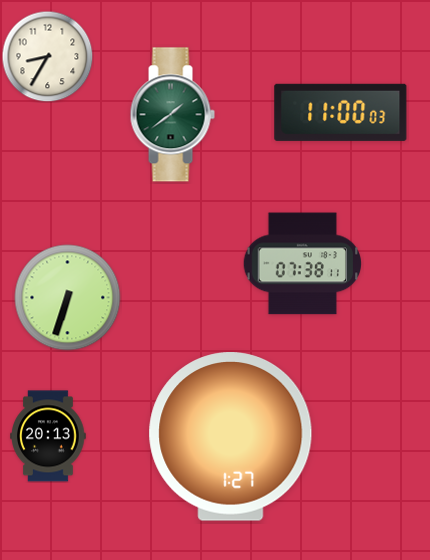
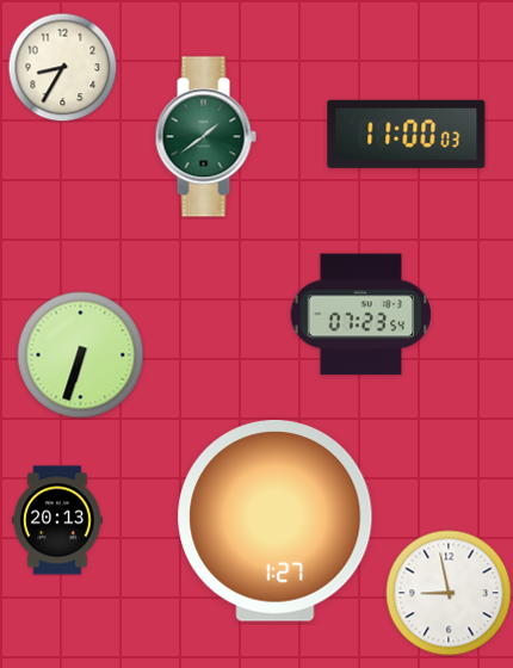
clock at (47, 56) position: (47, 56) -> (62, 67)
clock at (303, 264): 07:38 -> 07:23
clock at (449, 593): none -> 8:58
